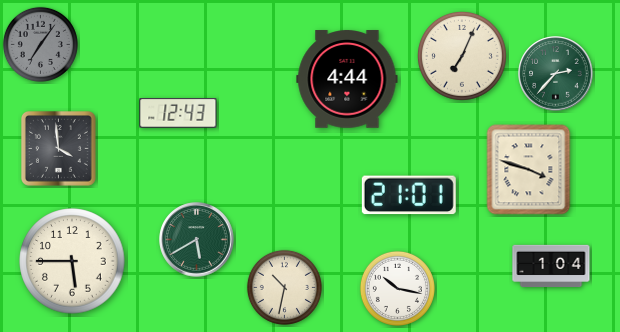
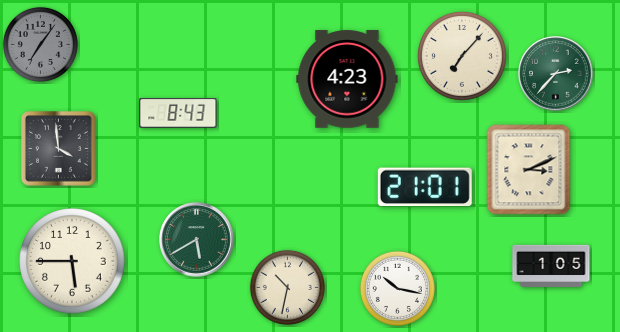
clock at (462, 56): 7:04 -> 7:07
clock at (347, 79): 4:44 -> 4:23
clock at (178, 114): 12:43 -> 8:43
clock at (529, 170): 3:48 -> 3:11
clock at (409, 195) position: (409, 195) -> (425, 187)
clock at (551, 266): 1:04 -> 1:05
clock at (284, 287) position: (284, 287) -> (287, 287)
